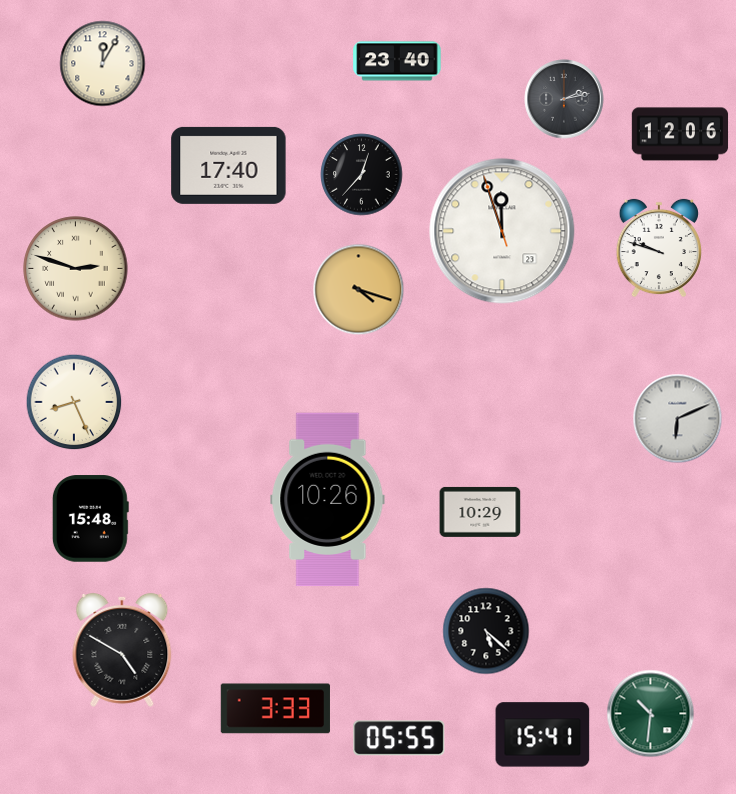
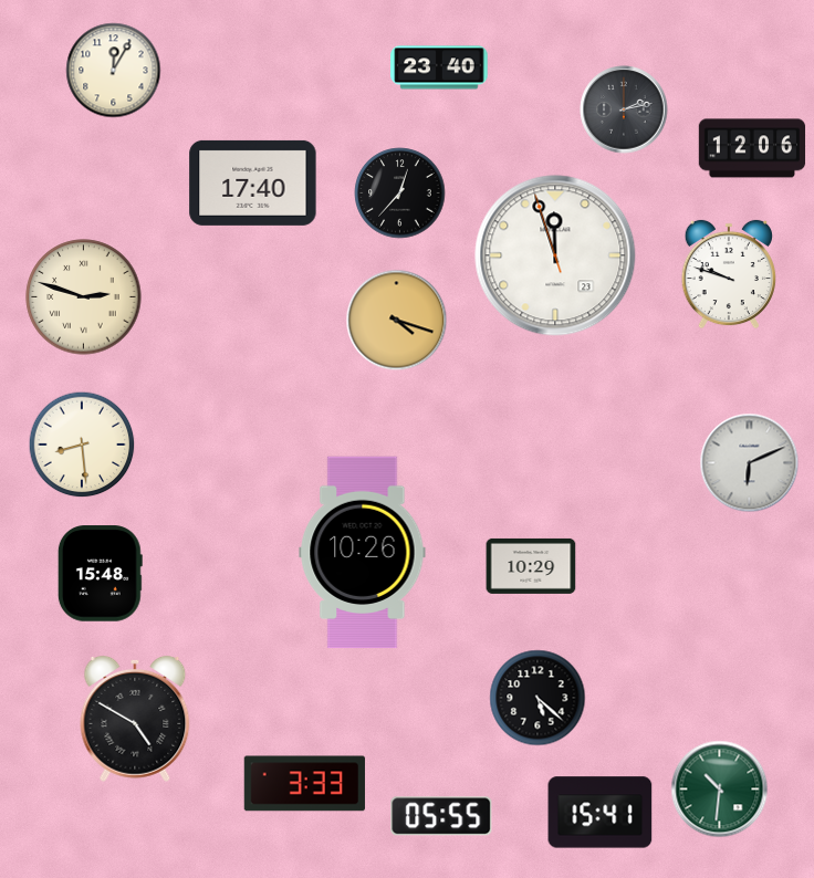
clock at (74, 402): 8:26 -> 8:29
